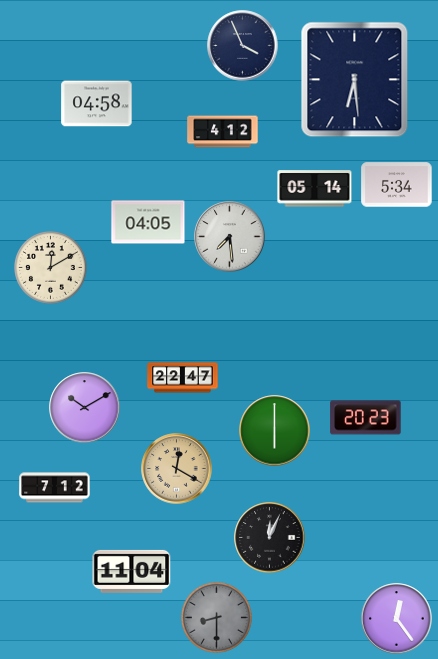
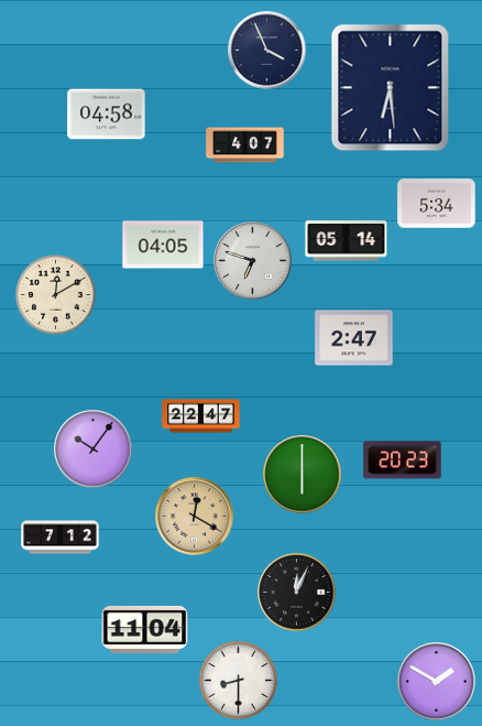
clock at (223, 132): 4:12 -> 4:07
clock at (315, 189) position: (315, 189) -> (347, 241)
clock at (230, 237): 7:29 -> 6:48
clock at (354, 338): none -> 2:47
clock at (85, 408): 10:10 -> 10:06
clock at (216, 617) dial: grey -> white
clock at (397, 619): 12:24 -> 1:50
